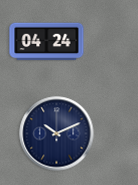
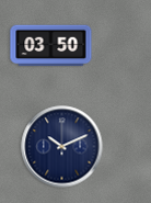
clock at (47, 42): 04:24 -> 03:50
